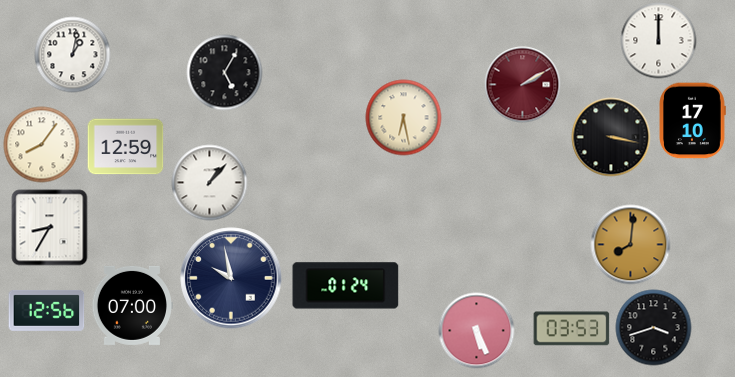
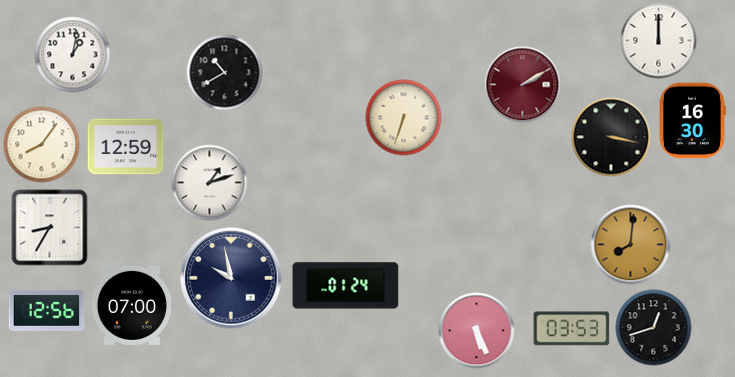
clock at (225, 73): 5:05 -> 10:40
clock at (404, 118): 6:28 -> 6:33
clock at (692, 121): 17:10 -> 16:30
clock at (210, 183): 1:07 -> 1:12
clock at (654, 328): 3:42 -> 12:42
